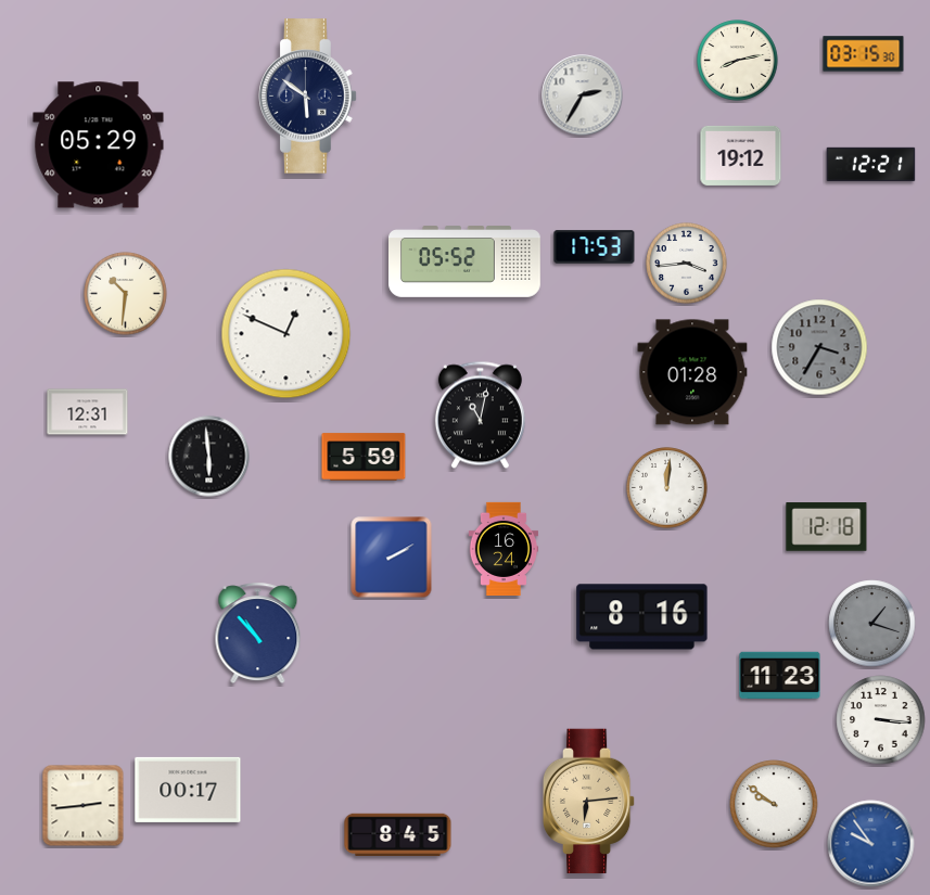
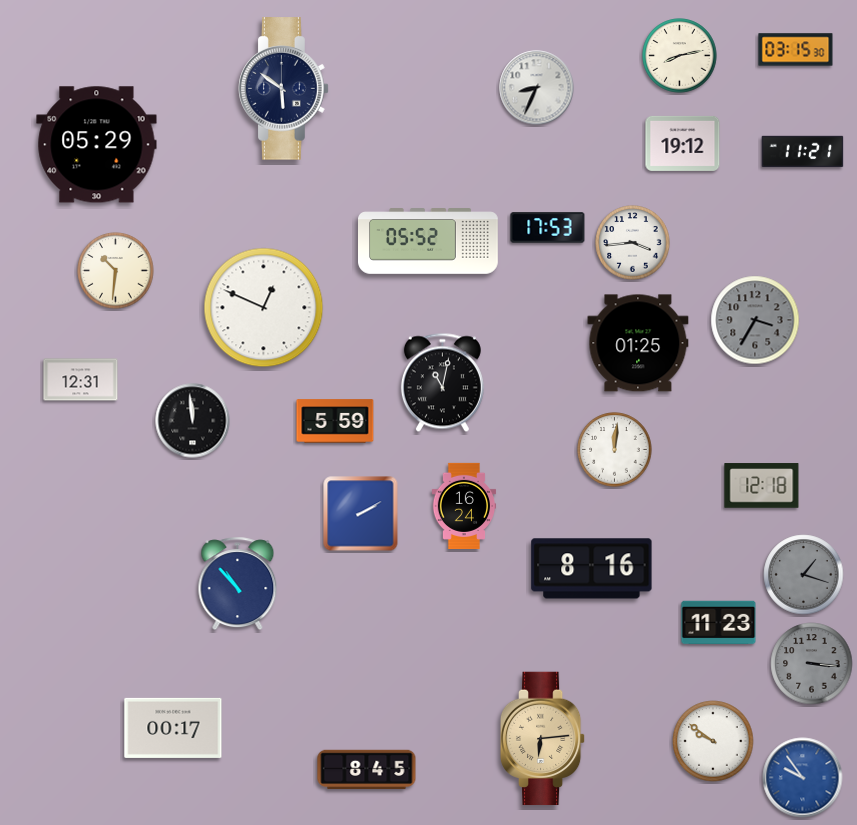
clock at (583, 95): 2:35 -> 8:34
clock at (99, 145) position: (99, 145) -> (97, 145)
clock at (871, 165): 12:21 -> 11:21
clock at (692, 372): 01:28 -> 01:25
clock at (209, 457): 5:59 -> 11:59
clock at (881, 720) dial: white -> grey
clock at (84, 806): 2:44 -> none
